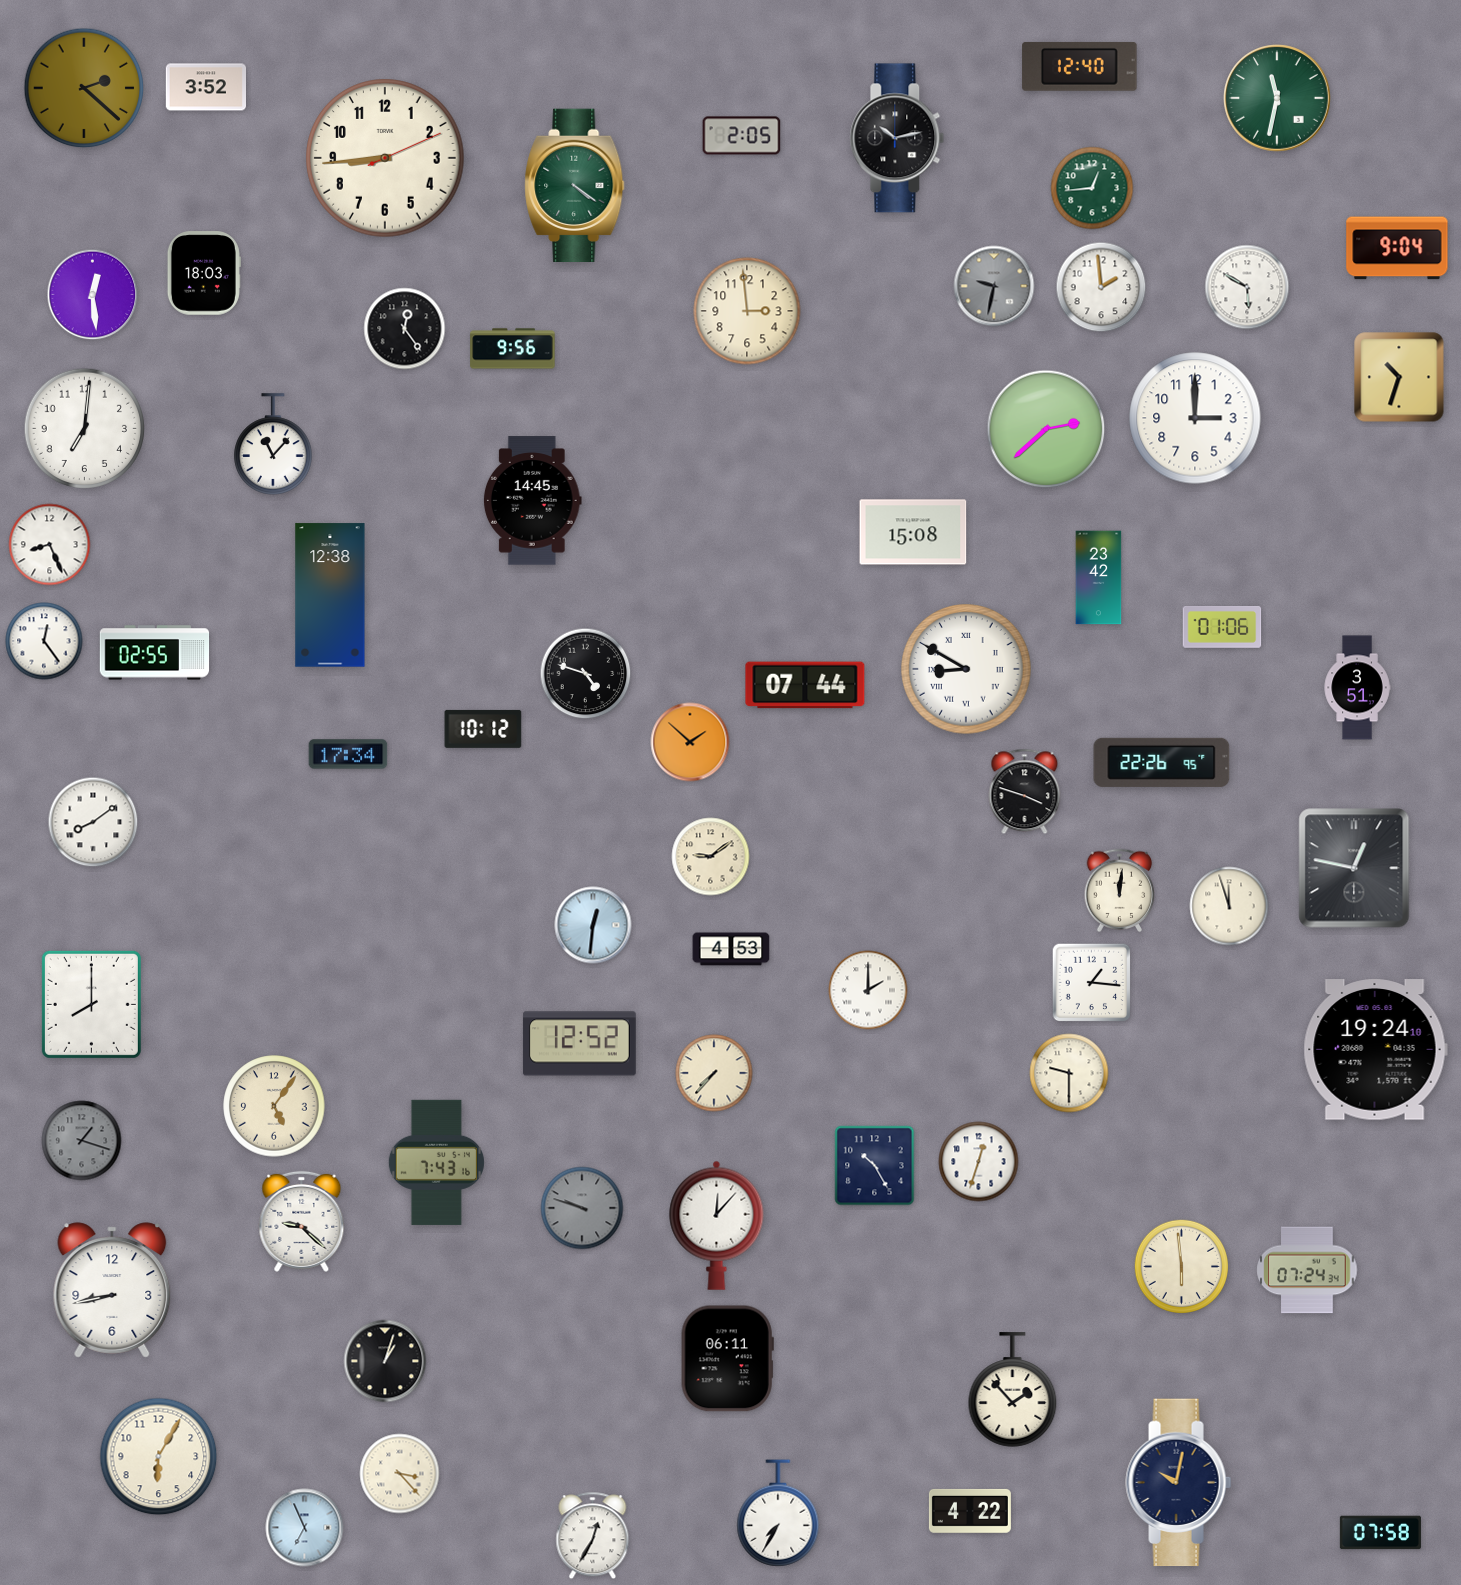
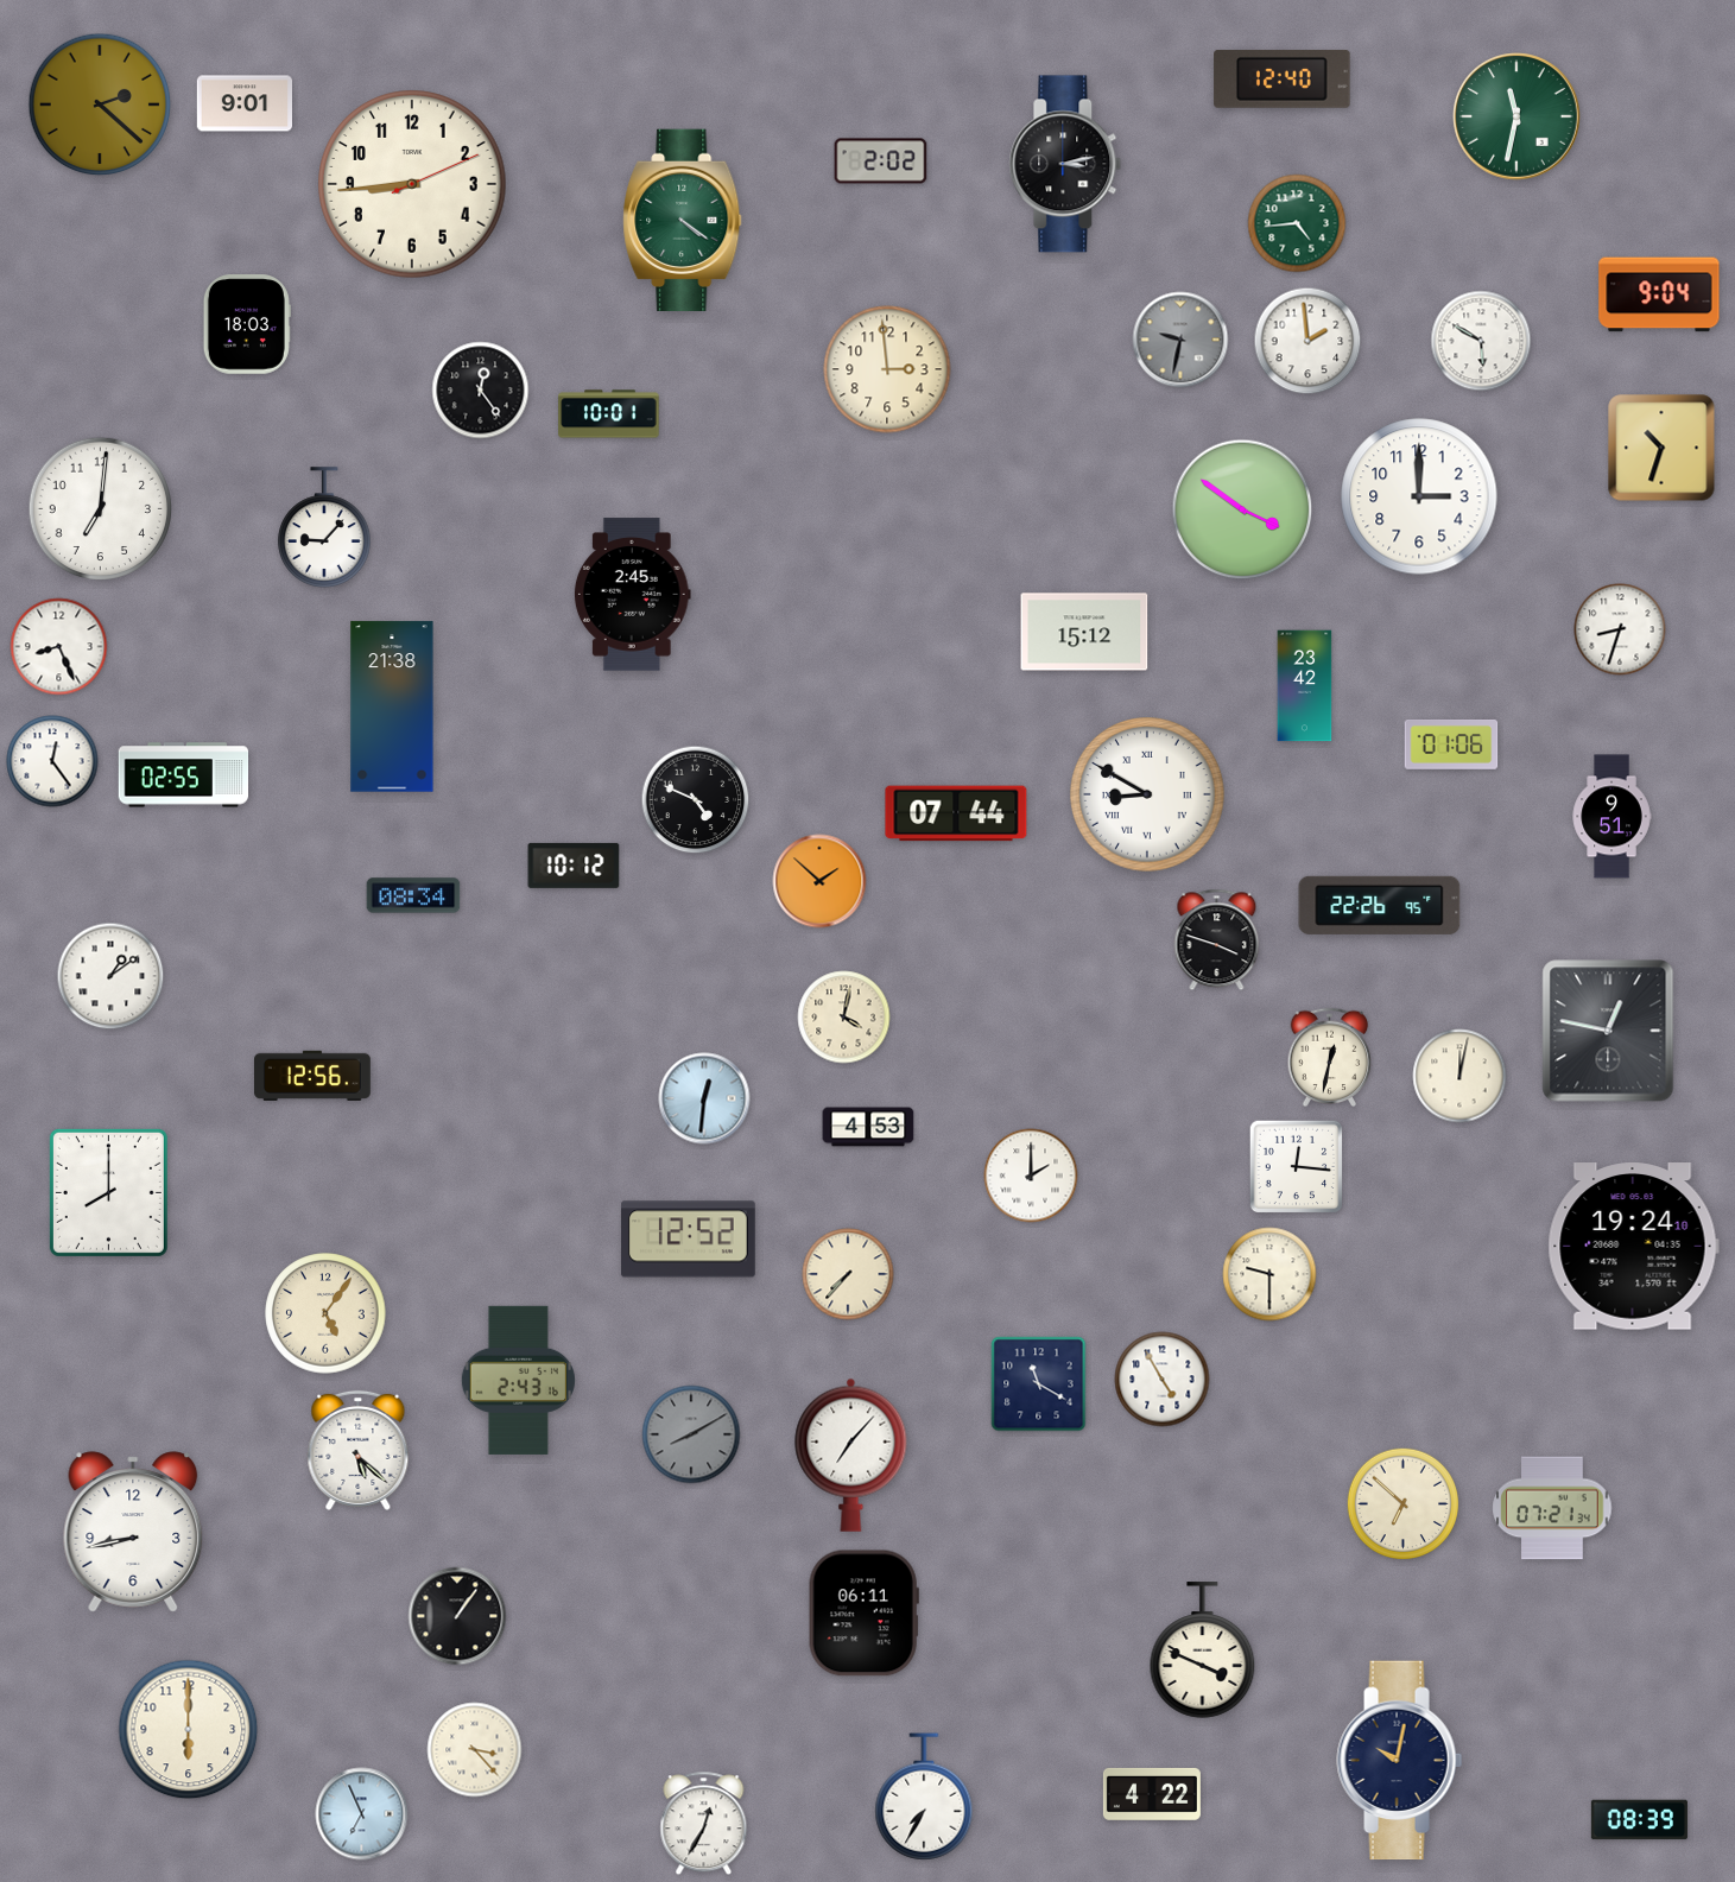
clock at (205, 87): 3:52 -> 9:01
clock at (742, 136): 2:05 -> 2:02
clock at (897, 138): 10:13 -> 3:13
clock at (385, 158) position: (385, 158) -> (412, 184)
clock at (1092, 188): 12:44 -> 4:44
clock at (204, 273) position: (204, 273) -> (247, 324)
clock at (93, 295): 12:29 -> none
clock at (513, 349): 9:56 -> 10:01
clock at (1046, 429): 2:38 -> 3:51
clock at (273, 444): 11:07 -> 9:07
clock at (532, 501): 14:45 -> 2:45
clock at (1620, 629): none -> 8:33
clock at (913, 532): 15:08 -> 15:12
clock at (330, 595): 12:38 -> 21:38
clock at (586, 674): 4:48 -> 4:49
clock at (1357, 688): 3:51 -> 9:51
clock at (348, 754): 17:34 -> 08:34
clock at (93, 822): 8:09 -> 1:09
clock at (711, 857): 9:09 -> 4:02
clock at (1120, 891): 12:01 -> 12:32
clock at (314, 1076): none -> 12:56
clock at (1229, 906): 11:57 -> 12:02
clock at (1092, 983): 1:16 -> 12:16
clock at (82, 1141): 1:18 -> none
clock at (436, 1162): 7:43 -> 2:43
clock at (979, 1162): 12:33 -> 4:55
clock at (875, 1166): 10:25 -> 11:20
clock at (582, 1208): 9:48 -> 8:10
clock at (302, 1221): 9:22 -> 5:22
clock at (717, 1225): 12:07 -> 7:07
clock at (1181, 1266): 5:59 -> 6:52
clock at (1307, 1270): 07:24 -> 07:21
clock at (385, 1361): 1:03 -> 1:06
clock at (1013, 1390): 1:53 -> 3:49
clock at (159, 1457): 6:05 -> 6:00
clock at (1380, 1533): 07:58 -> 08:39
